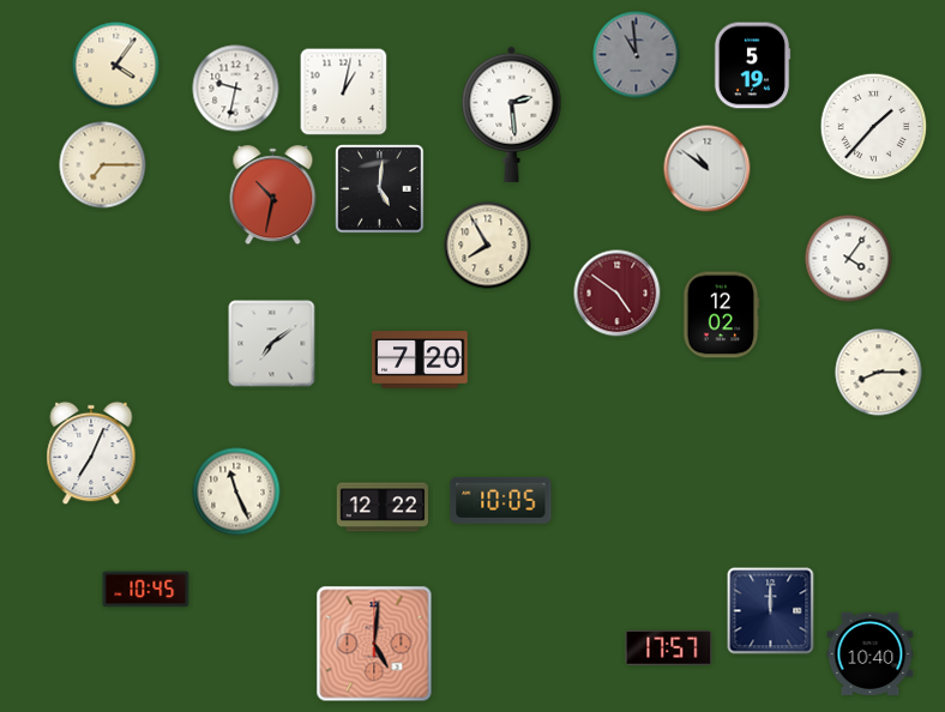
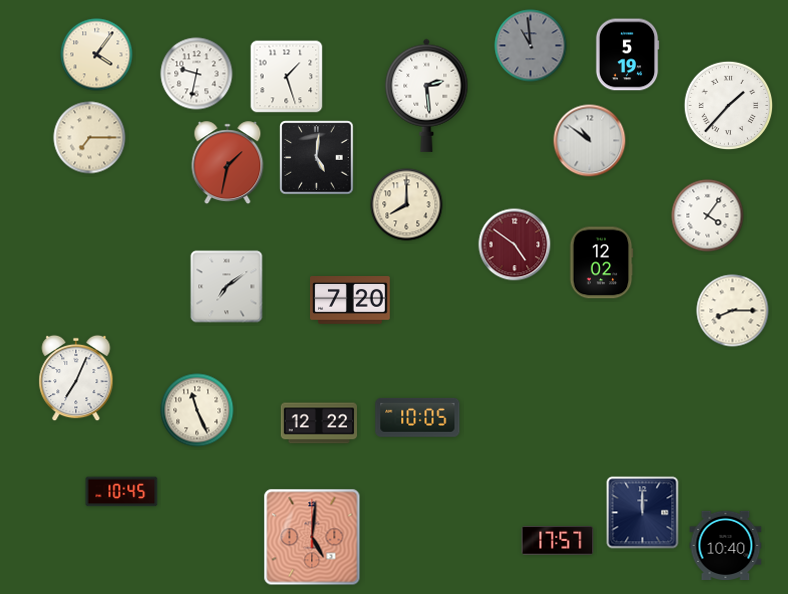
clock at (344, 92): 1:02 -> 1:27
clock at (103, 165) position: (103, 165) -> (90, 138)
clock at (273, 195): 10:32 -> 1:32
clock at (488, 246): 7:55 -> 8:00
clock at (771, 611) position: (771, 611) -> (643, 513)
